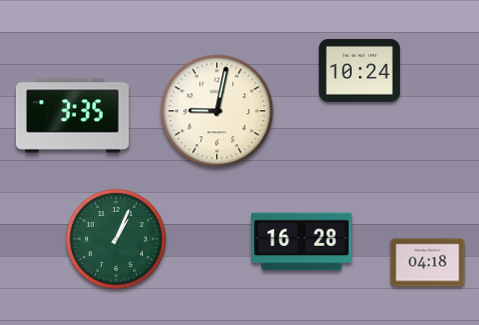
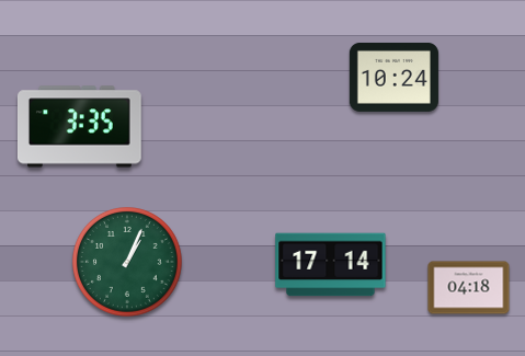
clock at (217, 111): 9:02 -> none
clock at (302, 242): 16:28 -> 17:14
